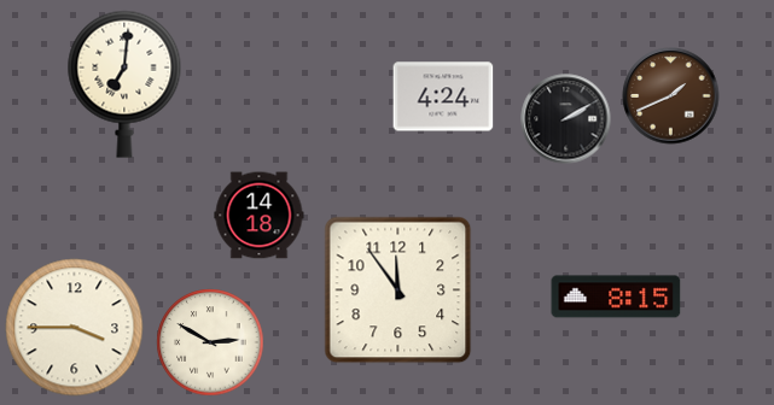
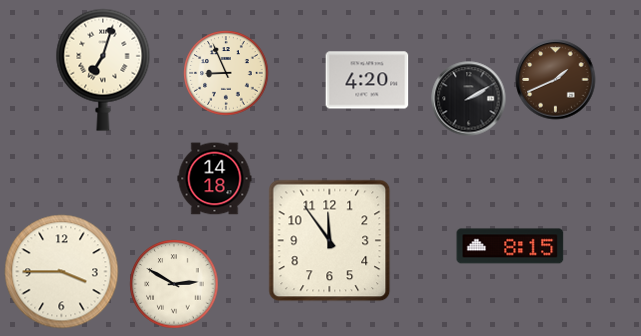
clock at (124, 84): 7:01 -> 7:03
clock at (226, 73): none -> 8:56
clock at (443, 96): 4:24 -> 4:20
